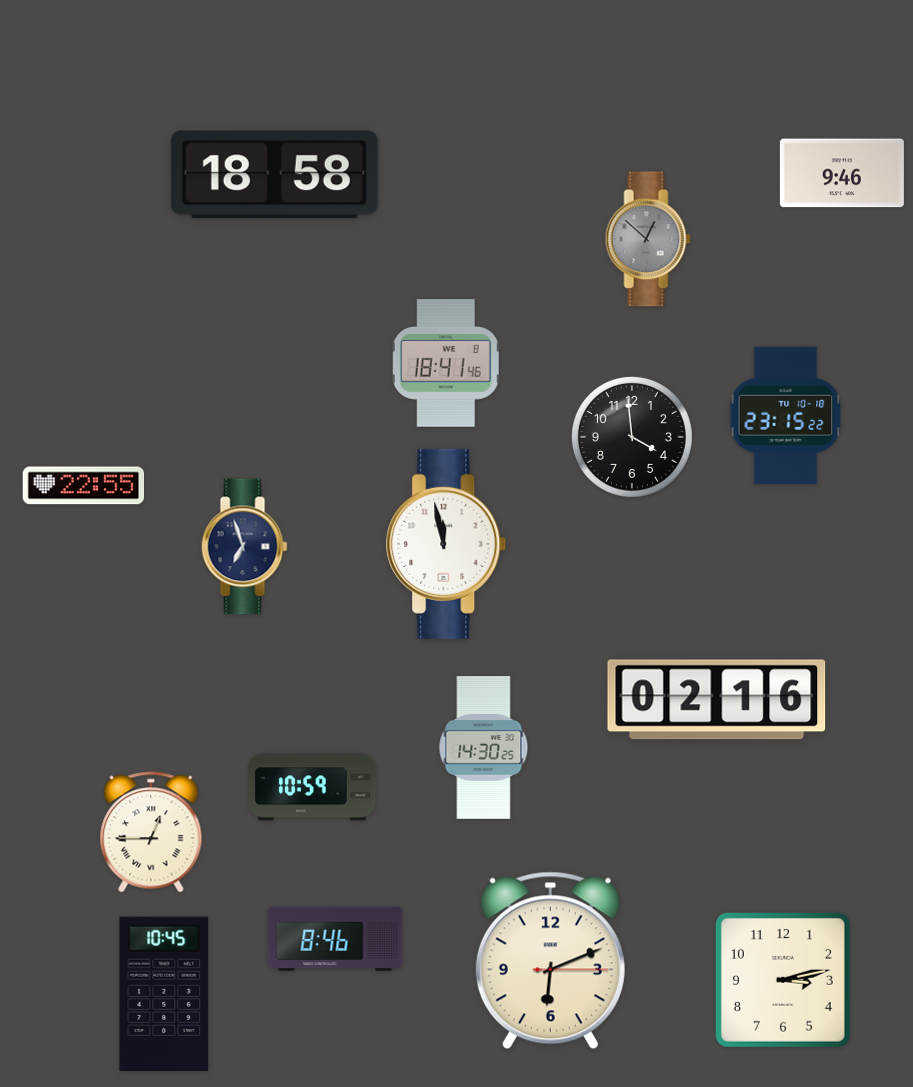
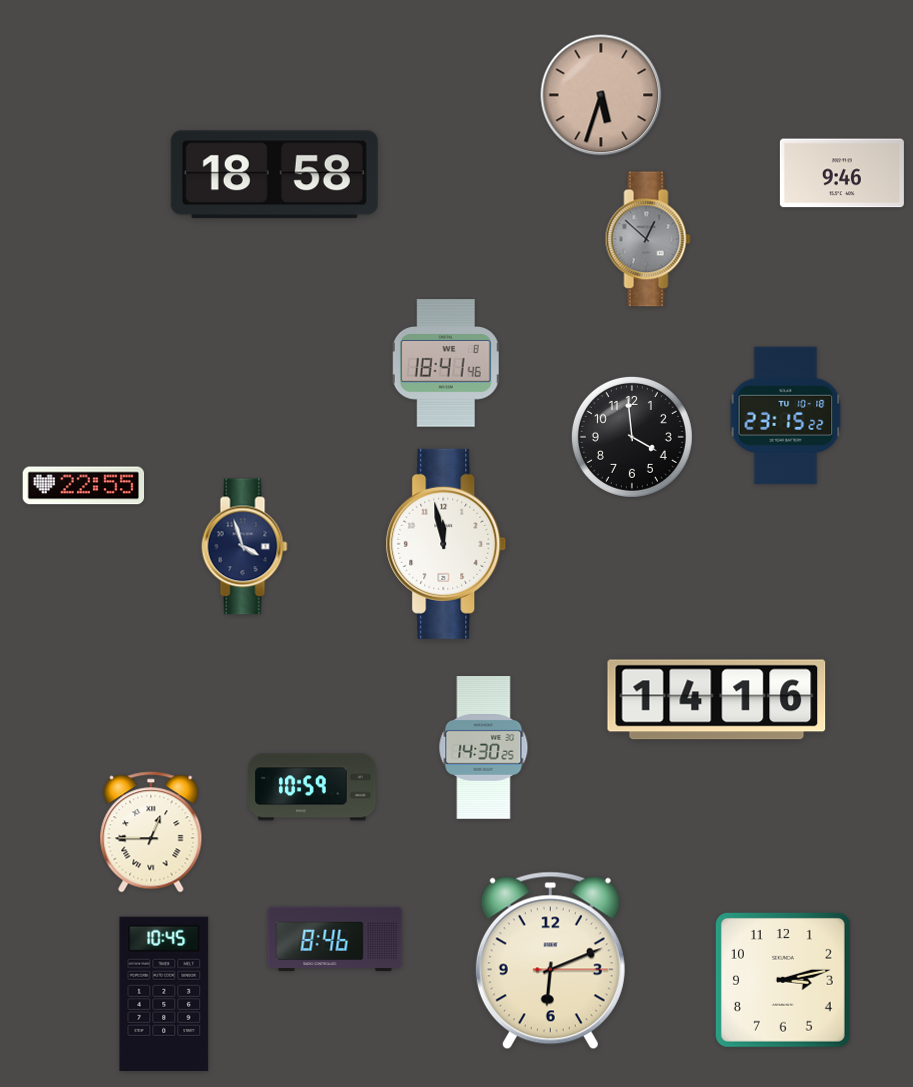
clock at (601, 95): none -> 5:33
clock at (245, 547): 6:57 -> 3:57
clock at (717, 700): 02:16 -> 14:16
